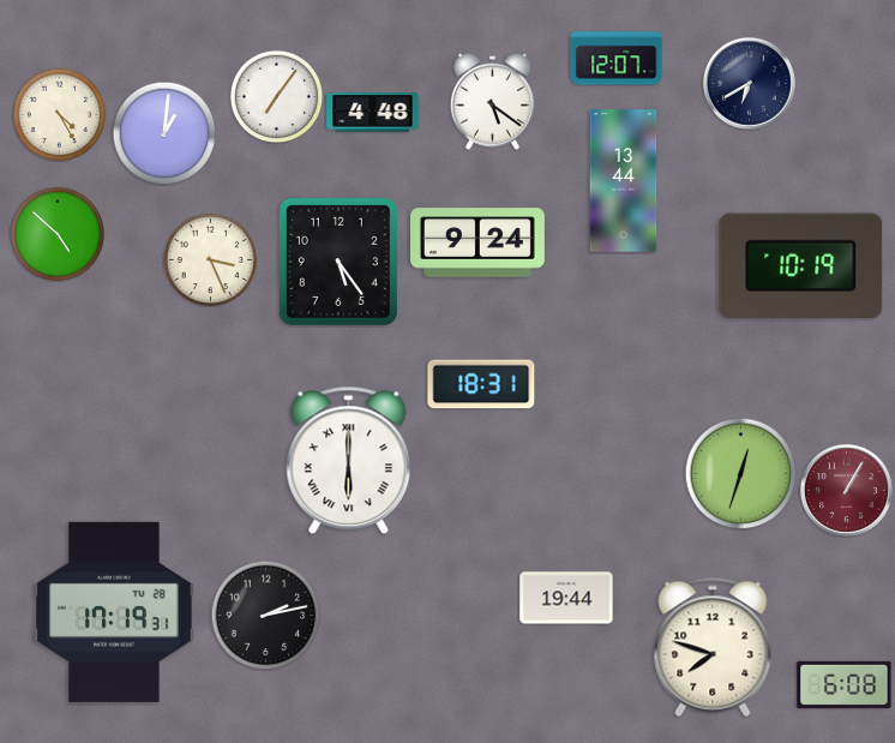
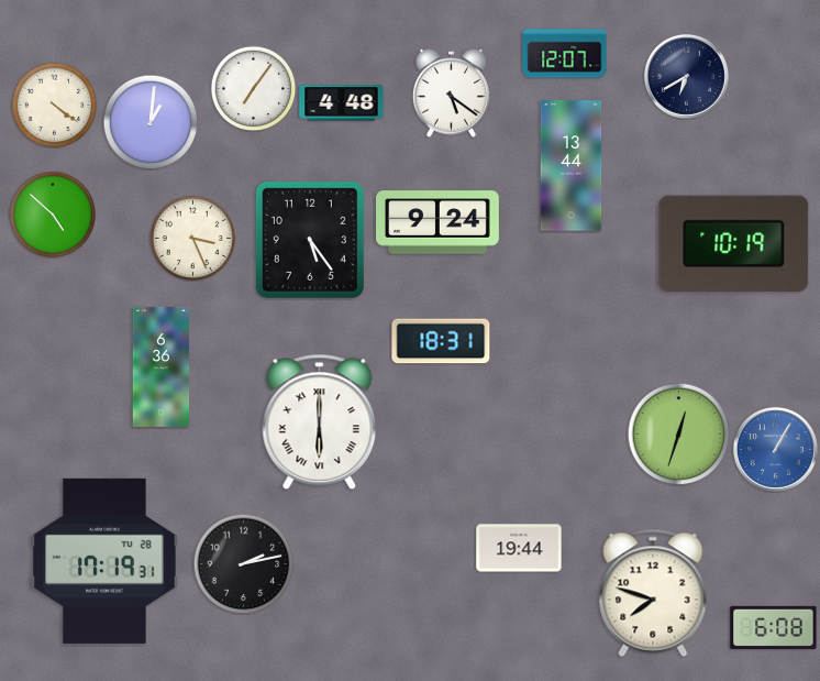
clock at (59, 114): 4:25 -> 4:21
clock at (481, 384) position: (481, 384) -> (441, 341)
clock at (162, 366): none -> 6:36
clock at (846, 490) dial: burgundy -> blue
